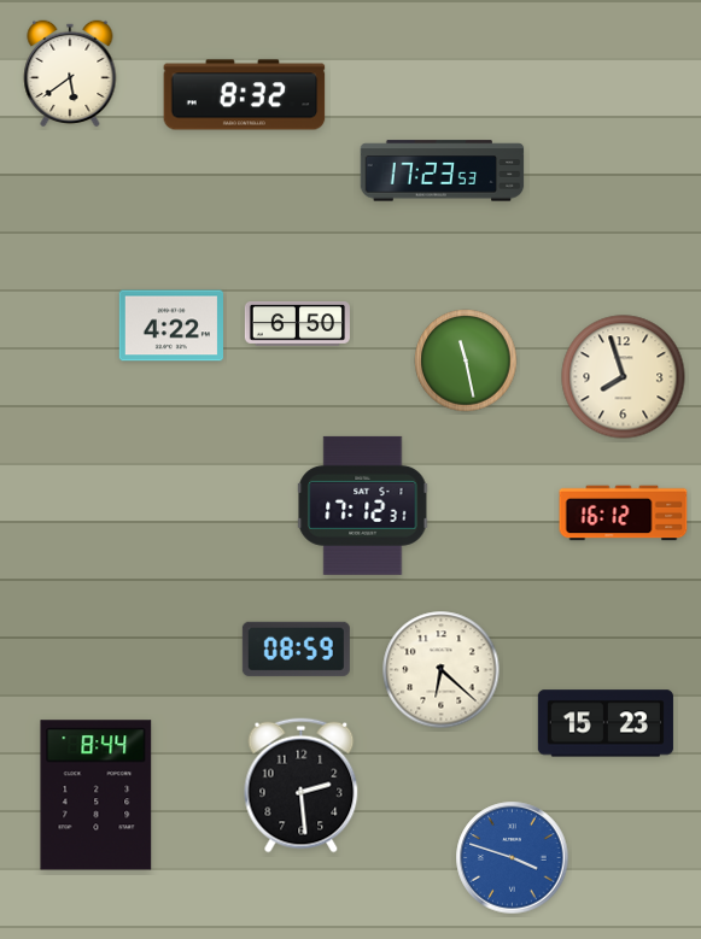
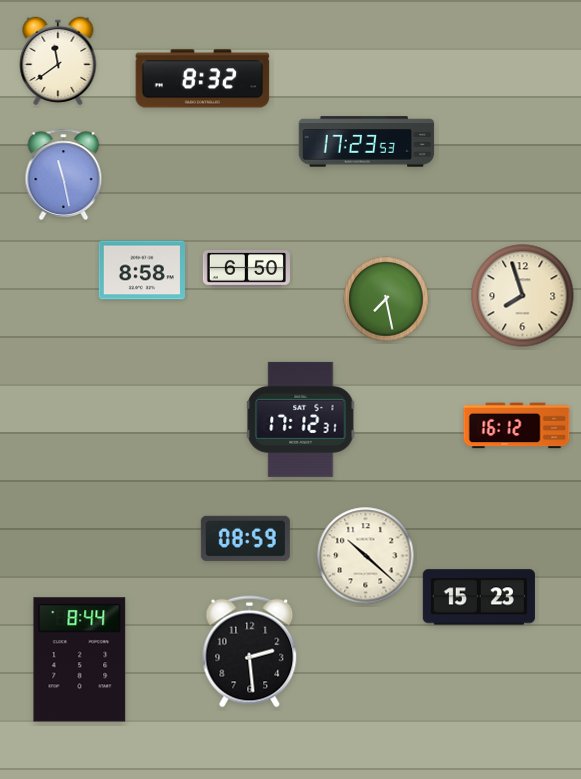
clock at (70, 74): 5:39 -> 11:39
clock at (64, 174): none -> 11:28
clock at (170, 325): 4:22 -> 8:58
clock at (466, 360): 11:28 -> 7:28
clock at (624, 377) position: (624, 377) -> (523, 296)
clock at (442, 670): 6:22 -> 10:22
clock at (606, 723) position: (606, 723) -> (479, 597)
clock at (513, 858): 3:48 -> none
